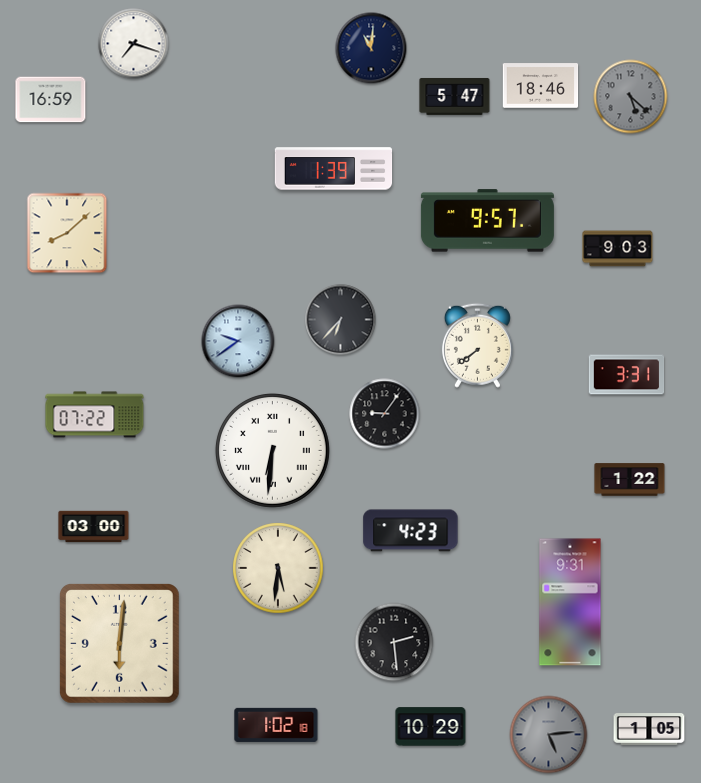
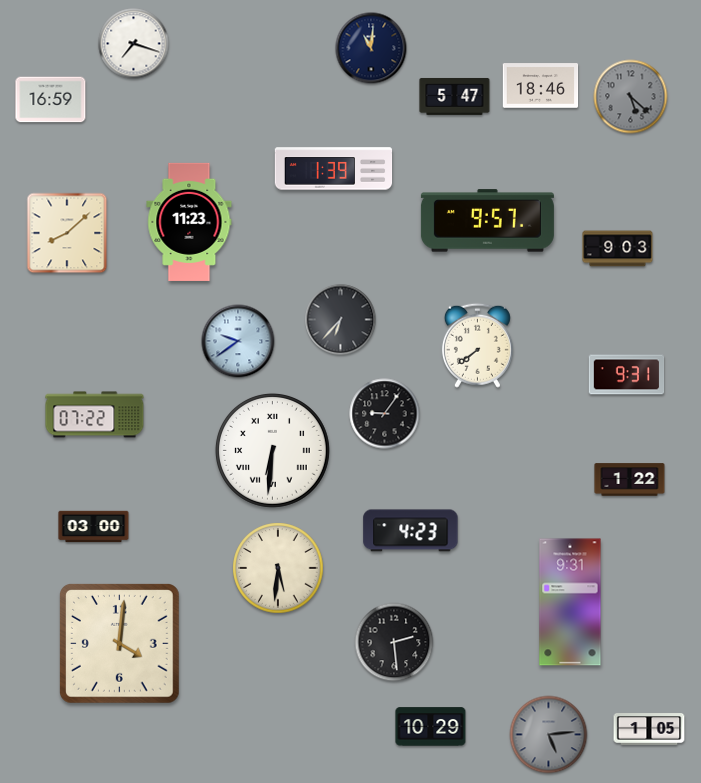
clock at (189, 222): none -> 11:23
clock at (627, 375): 3:31 -> 9:31
clock at (120, 644): 6:01 -> 4:01
clock at (276, 725): 1:02 -> none
